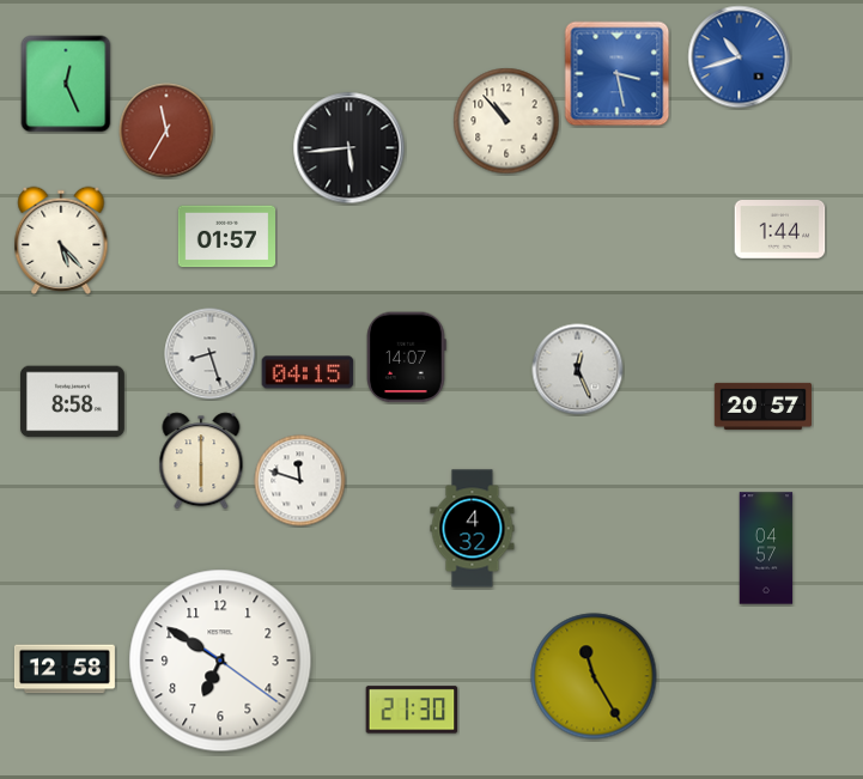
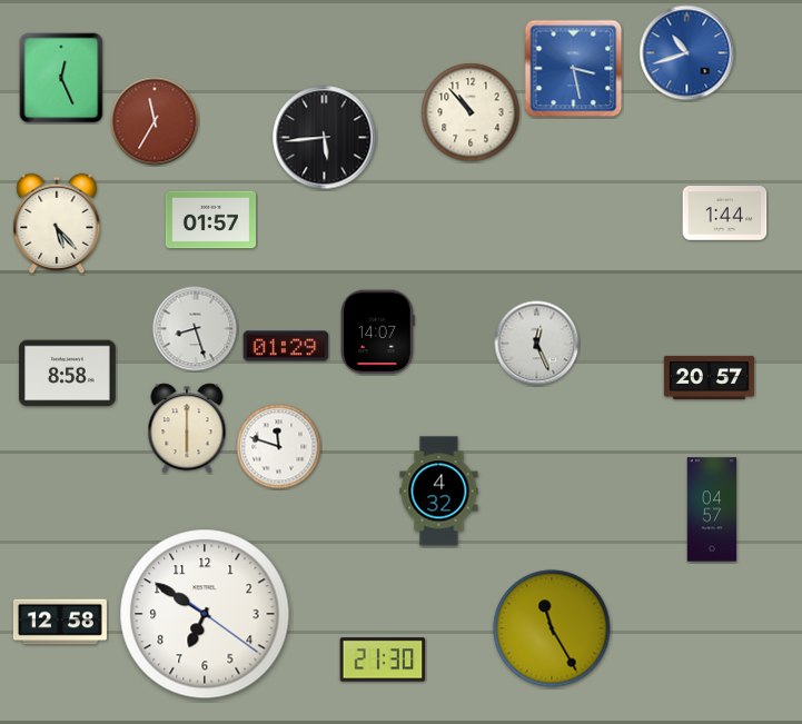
clock at (308, 372): 04:15 -> 01:29
